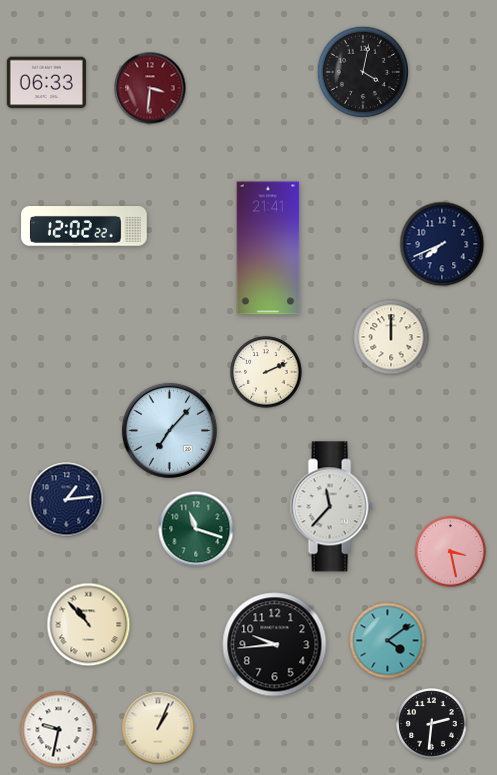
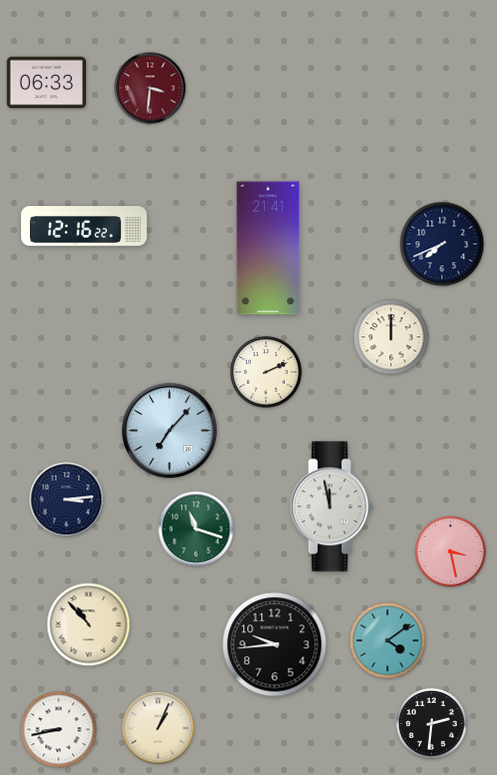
clock at (362, 71): 4:02 -> none
clock at (84, 226): 12:02 -> 12:16
clock at (67, 500): 1:14 -> 3:14
clock at (331, 507): 11:37 -> 11:58
clock at (59, 730): 9:32 -> 8:43
